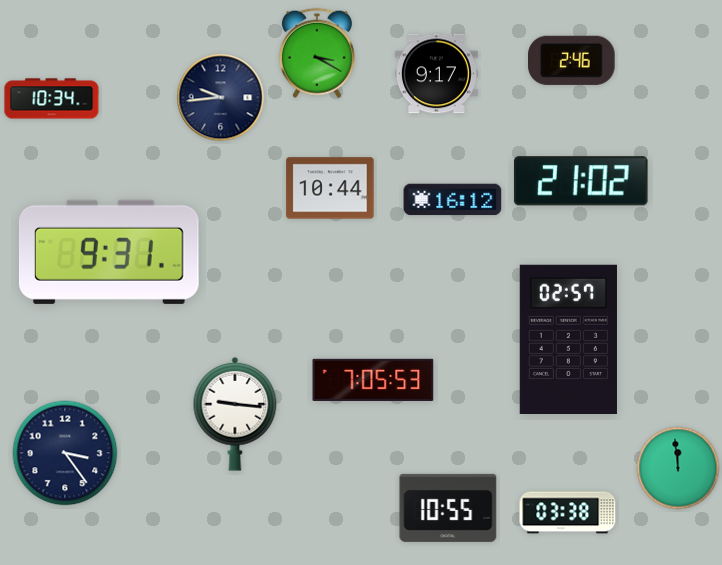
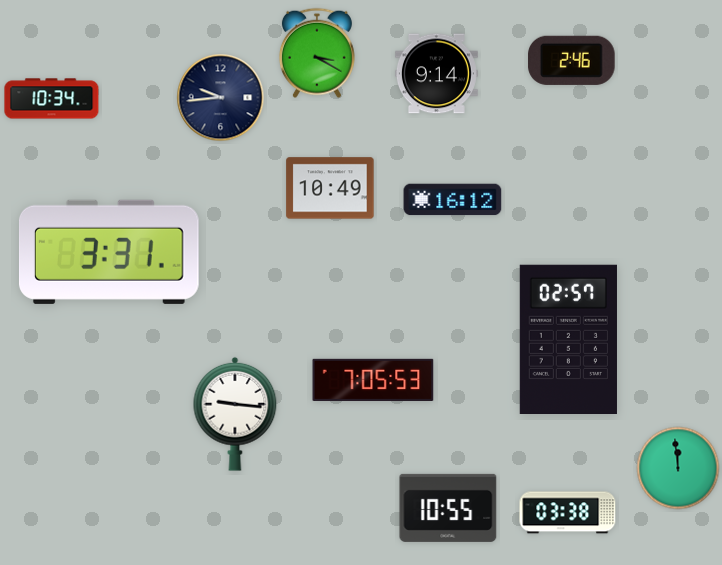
clock at (436, 74): 9:17 -> 9:14
clock at (581, 181): 21:02 -> none
clock at (330, 188): 10:44 -> 10:49
clock at (109, 252): 9:31 -> 3:31
clock at (65, 453): 3:24 -> none
